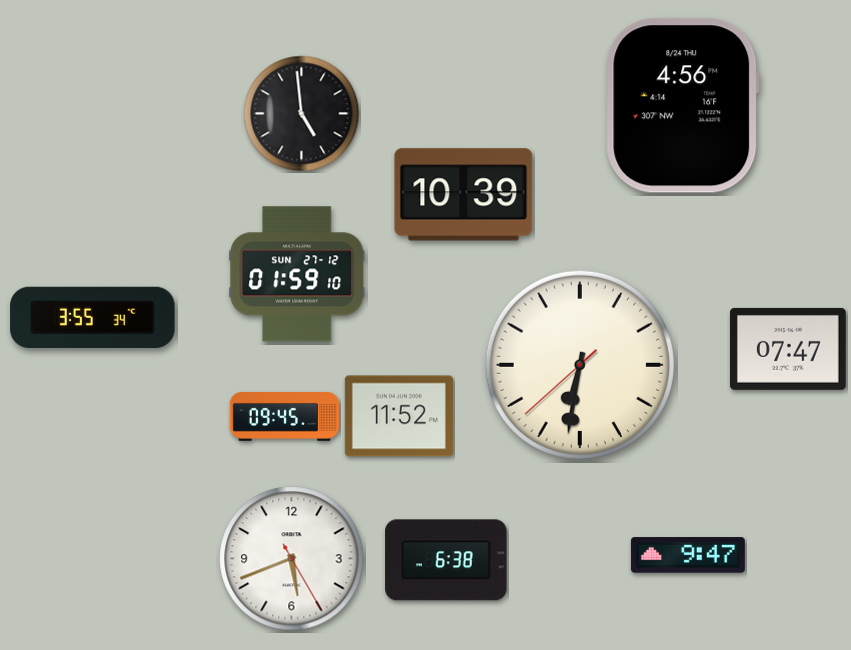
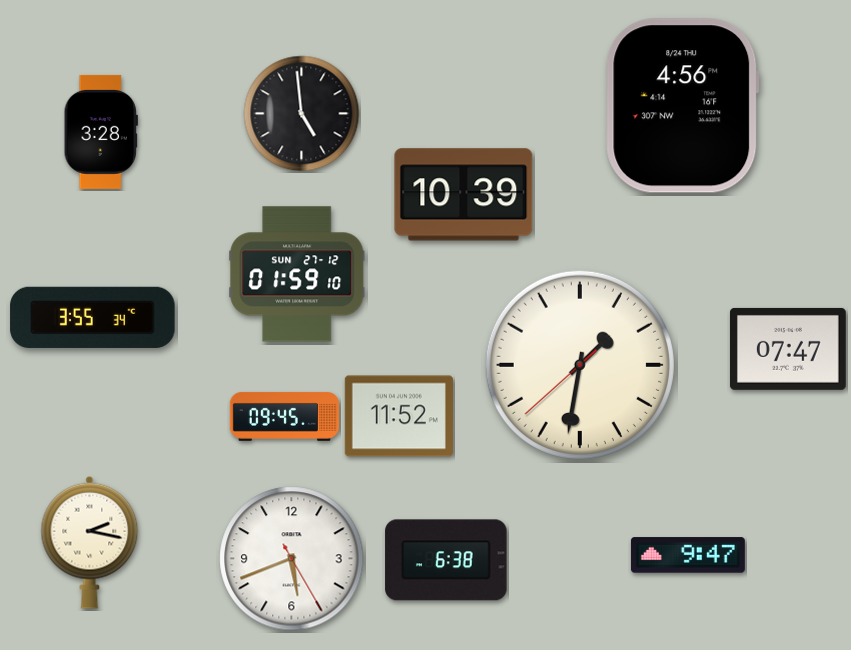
clock at (101, 132): none -> 3:28
clock at (580, 365): 6:31 -> 1:31
clock at (90, 542): none -> 2:17
